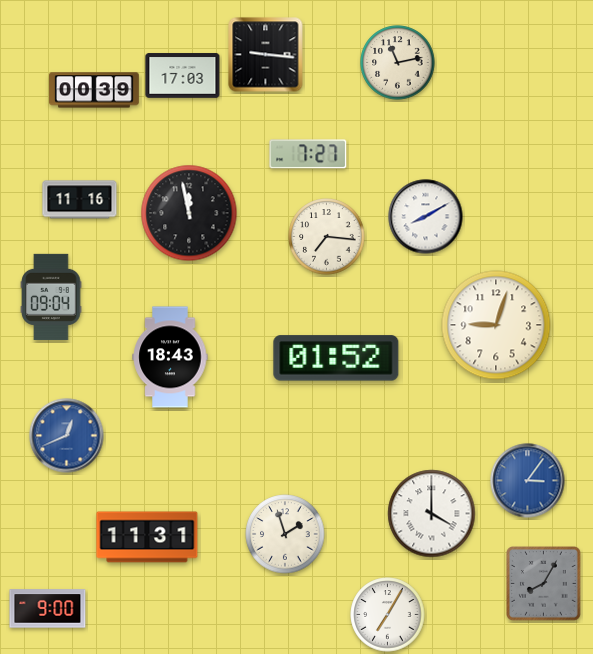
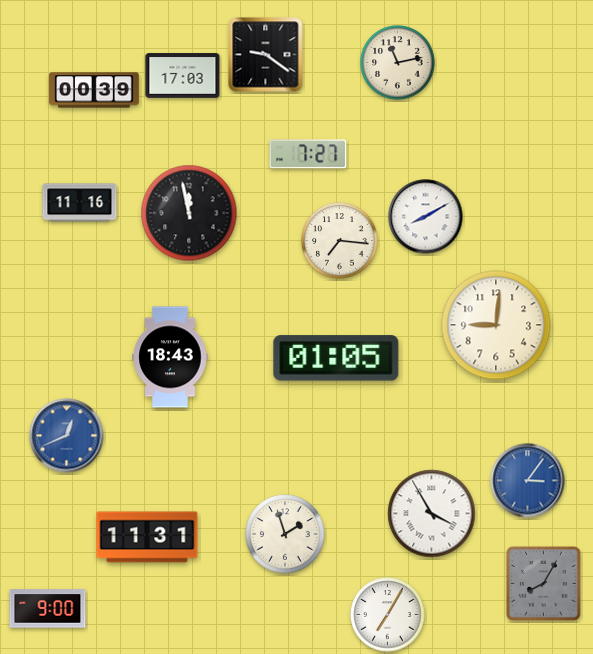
clock at (266, 55): 9:16 -> 9:21
clock at (80, 200) position: (80, 200) -> (80, 203)
clock at (327, 237) position: (327, 237) -> (340, 241)
clock at (51, 297): 09:04 -> none
clock at (496, 325): 9:03 -> 9:01
clock at (336, 358): 01:52 -> 01:05
clock at (432, 514): 4:00 -> 3:55
